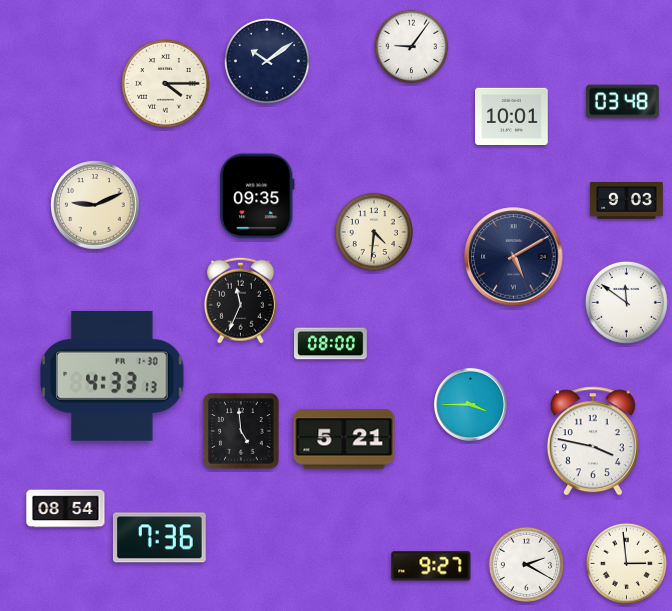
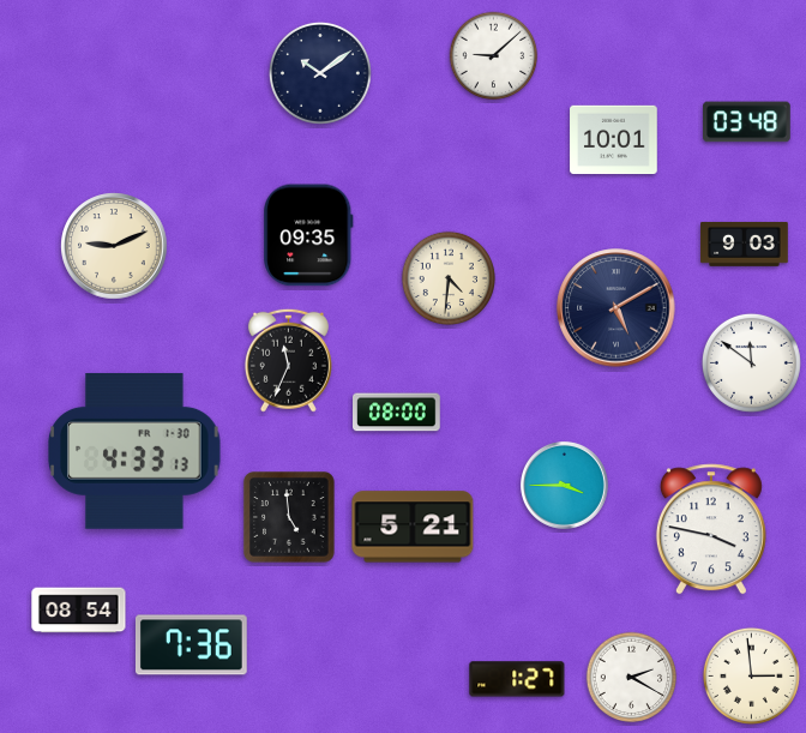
clock at (412, 47): 9:06 -> 9:08
clock at (166, 84): 4:15 -> none
clock at (627, 200) position: (627, 200) -> (745, 244)
clock at (431, 566): 9:27 -> 1:27
